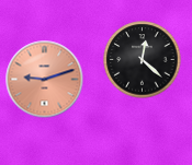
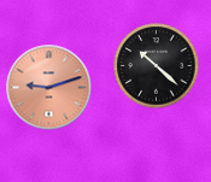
clock at (143, 60): 12:22 -> 10:22
